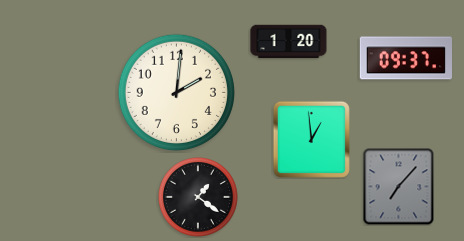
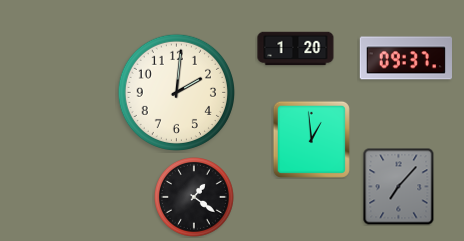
clock at (289, 42) position: (289, 42) -> (296, 49)
clock at (199, 198) position: (199, 198) -> (195, 198)
